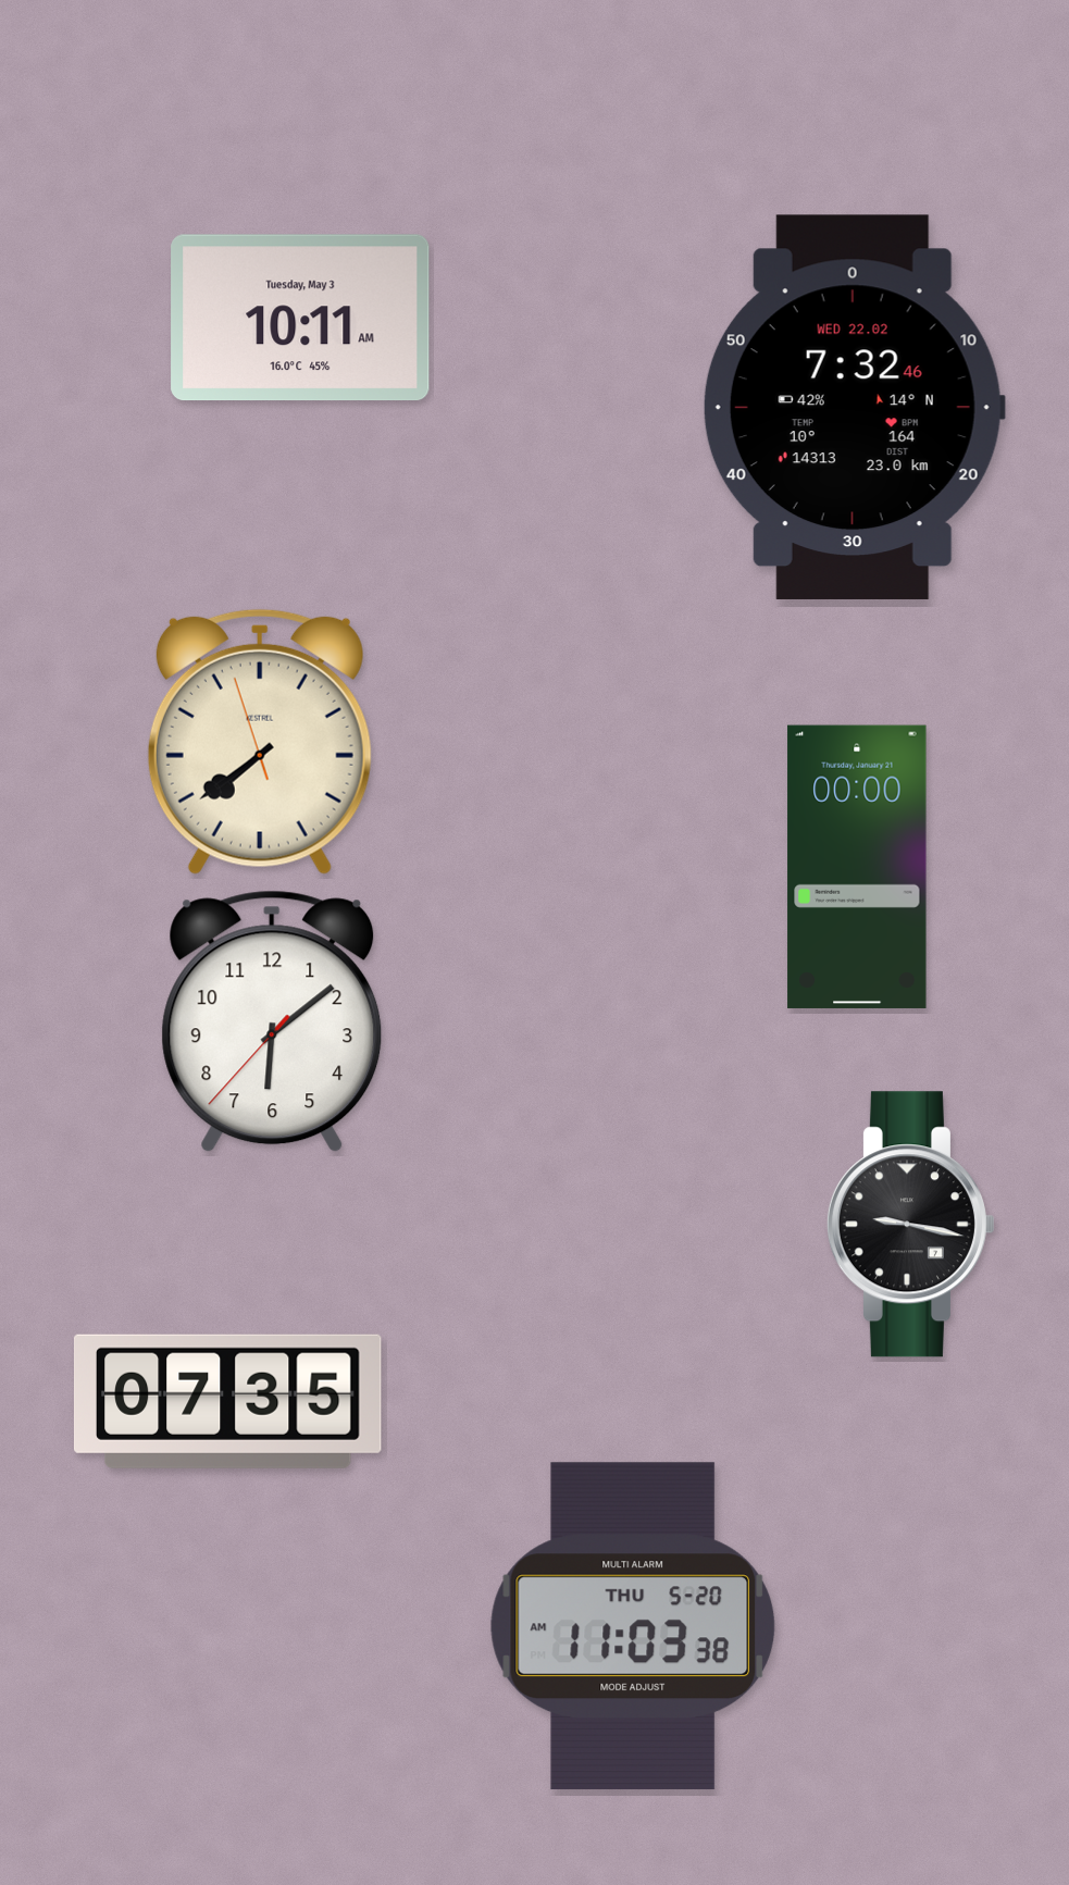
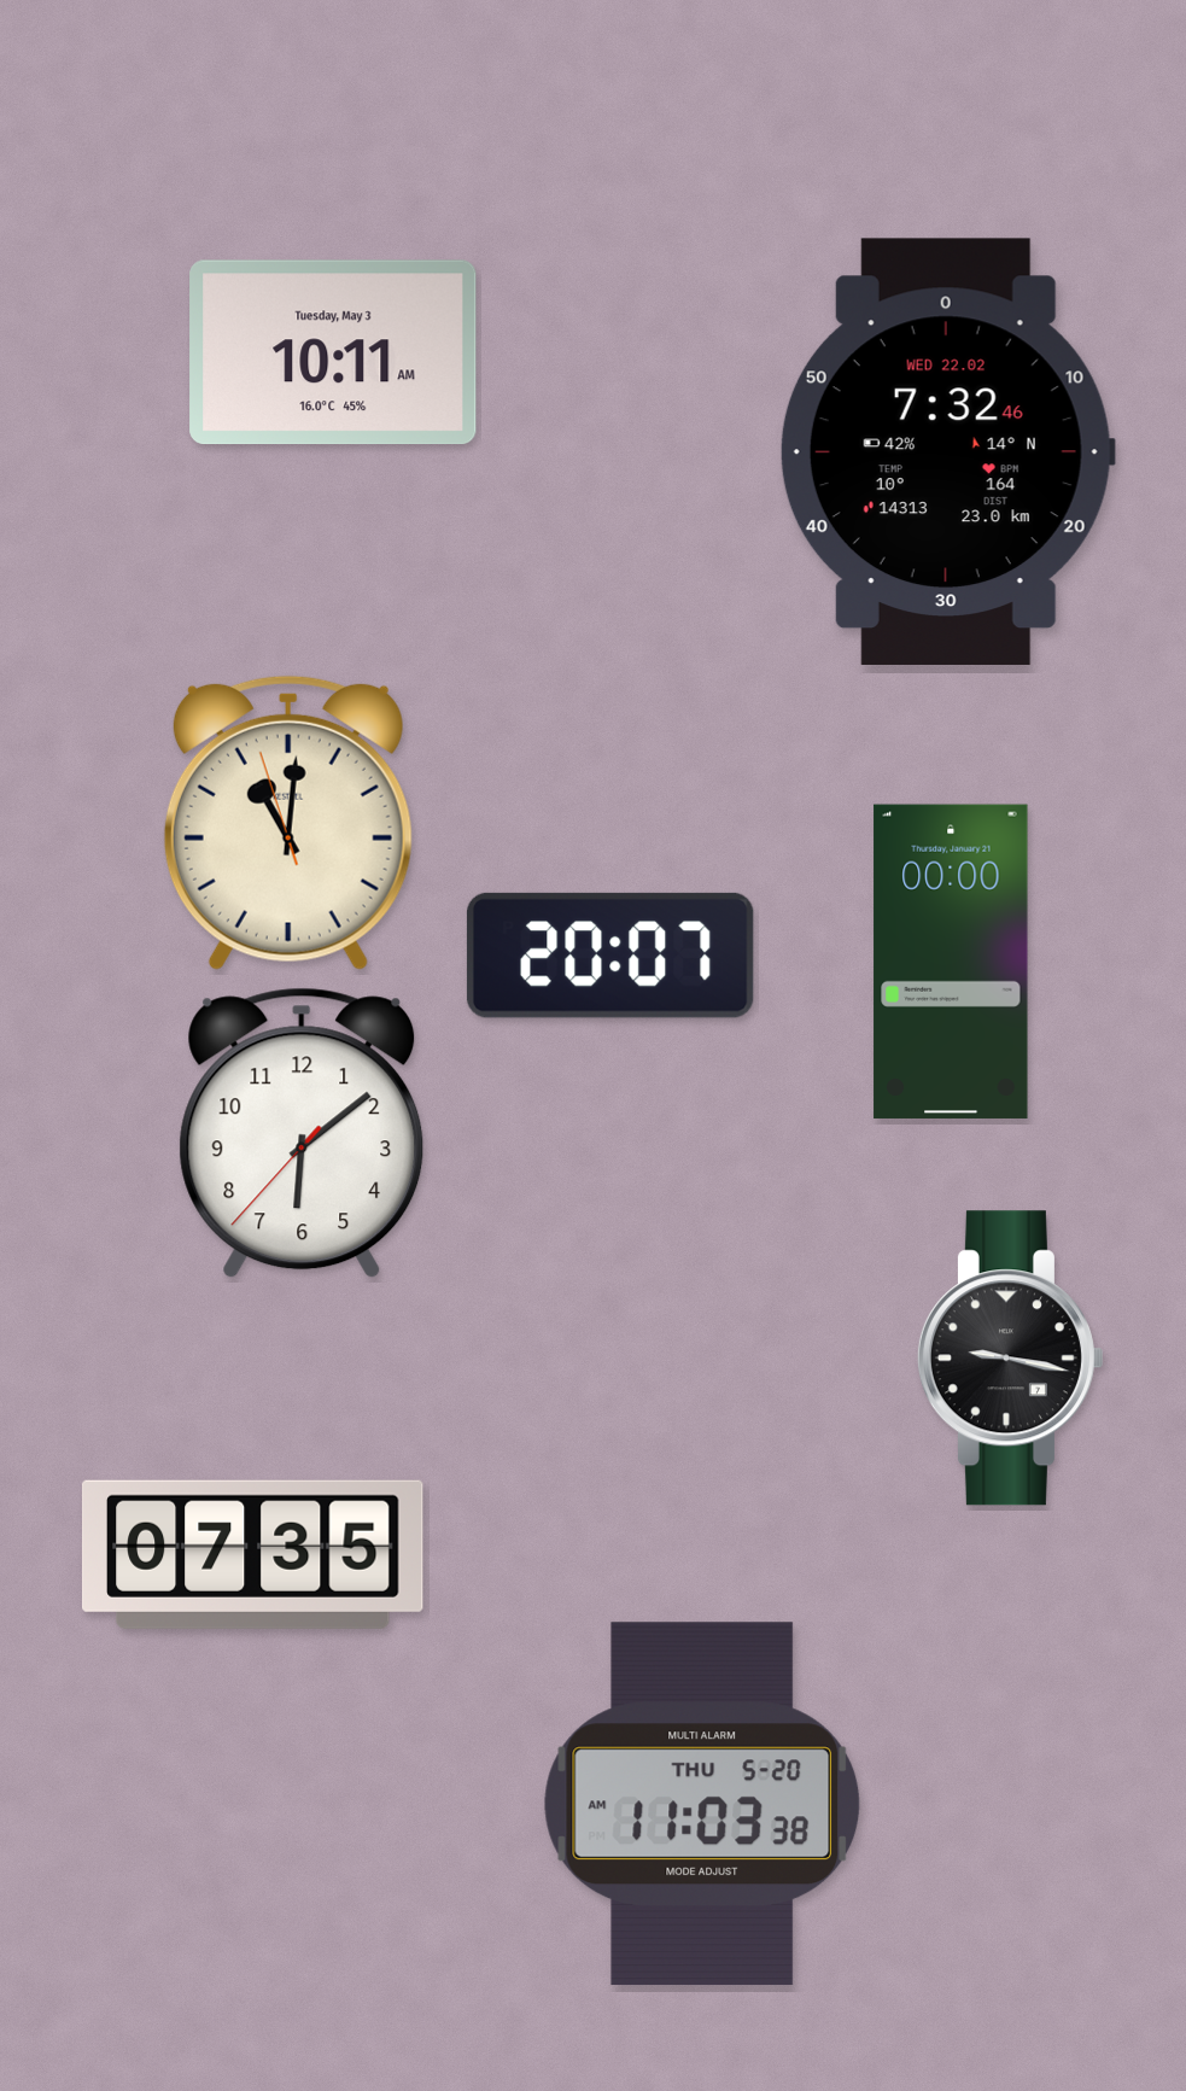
clock at (260, 742): 7:38 -> 11:00
clock at (610, 956): none -> 20:07
